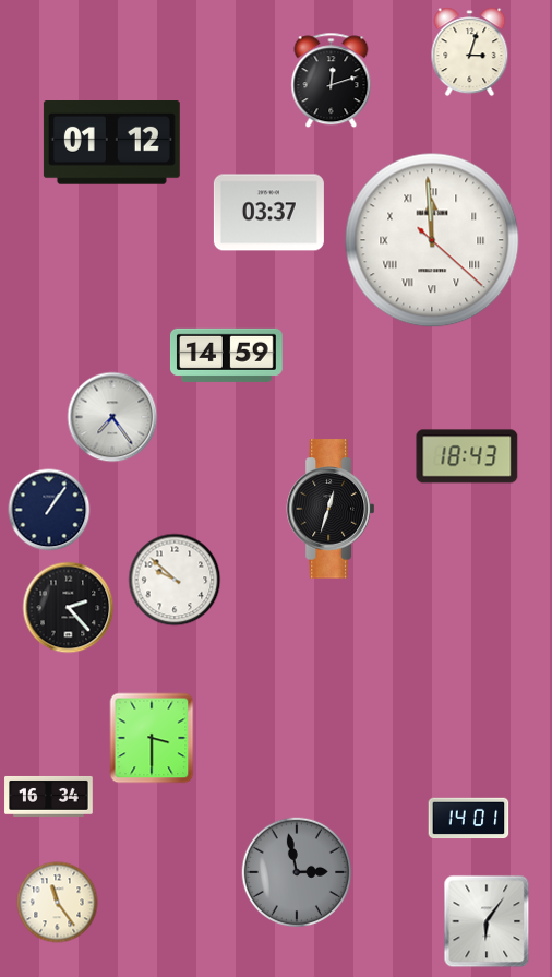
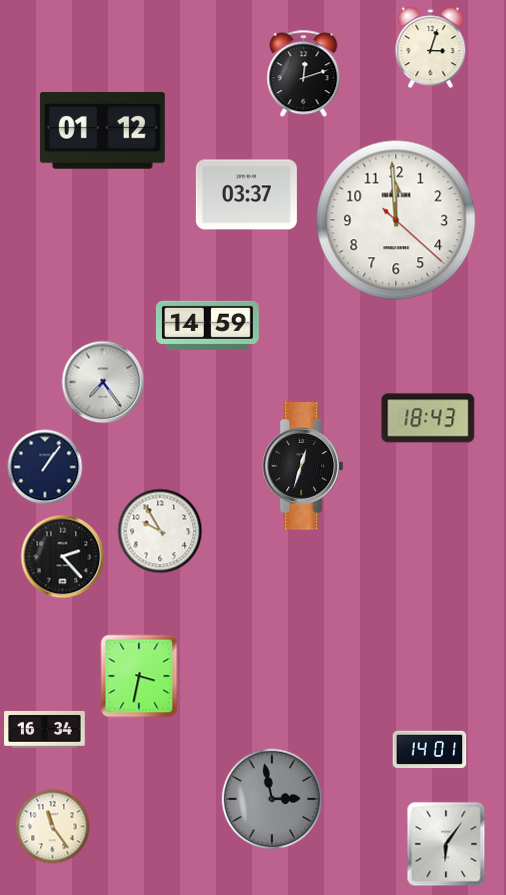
clock at (432, 240) numerals: Roman -> Arabic
clock at (175, 580): 9:52 -> 9:55
clock at (152, 738): 3:30 -> 3:32
